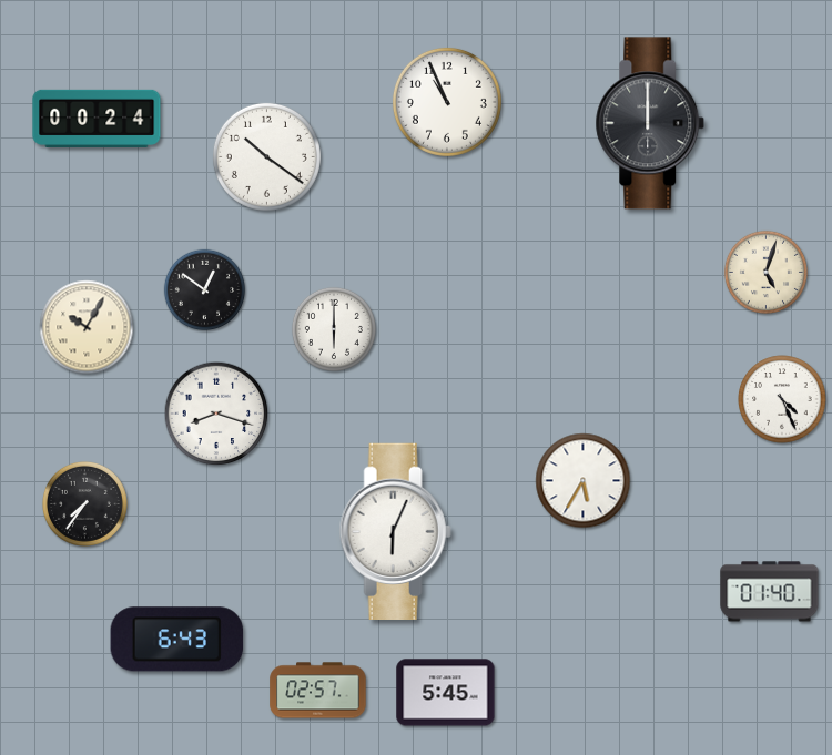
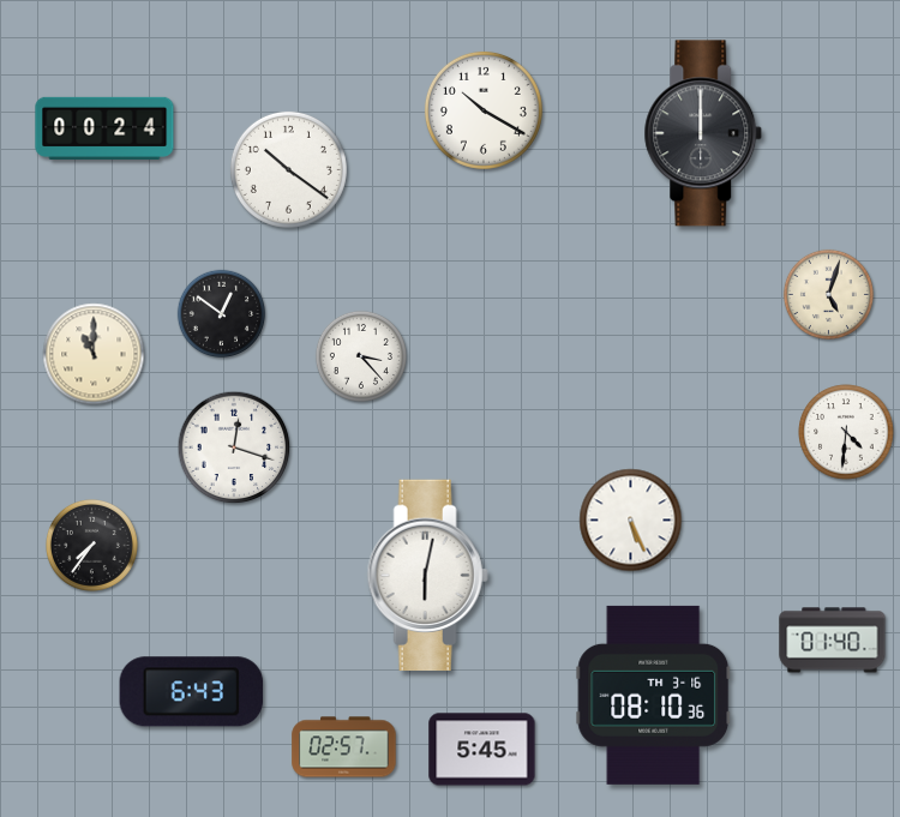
clock at (447, 102): 10:56 -> 10:20
clock at (87, 327): 10:05 -> 11:00
clock at (334, 329): 6:00 -> 3:23
clock at (782, 399): 4:26 -> 4:31
clock at (216, 414): 8:18 -> 12:18
clock at (584, 481): 5:35 -> 5:26
clock at (395, 531): 6:04 -> 6:02
clock at (654, 695): none -> 08:10
